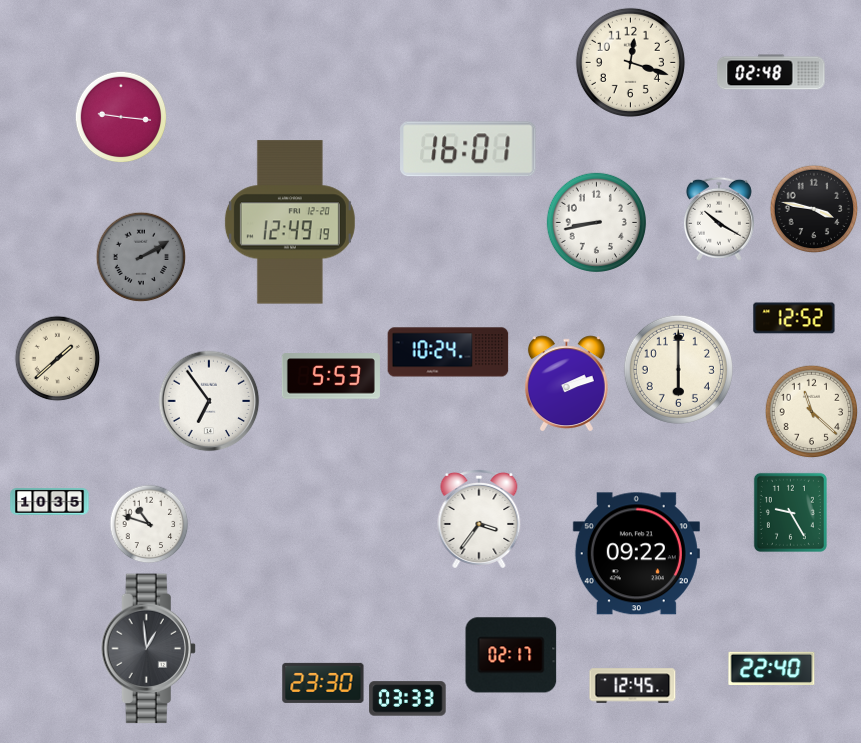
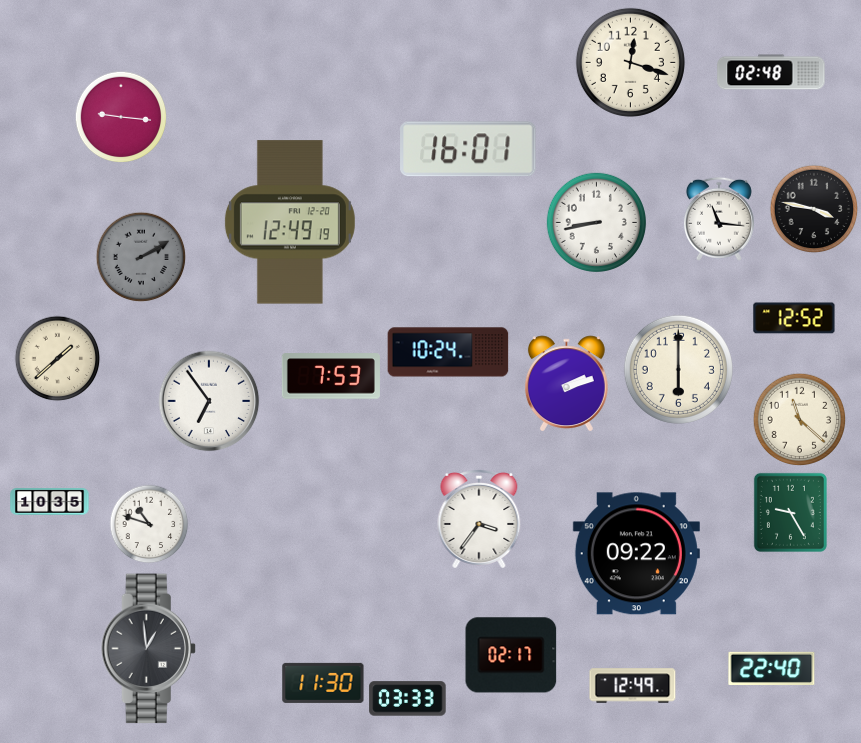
clock at (719, 219): 10:20 -> 11:16
clock at (331, 376): 5:53 -> 7:53
clock at (812, 412) position: (812, 412) -> (800, 420)
clock at (323, 683): 23:30 -> 11:30
clock at (633, 686): 12:45 -> 12:49
